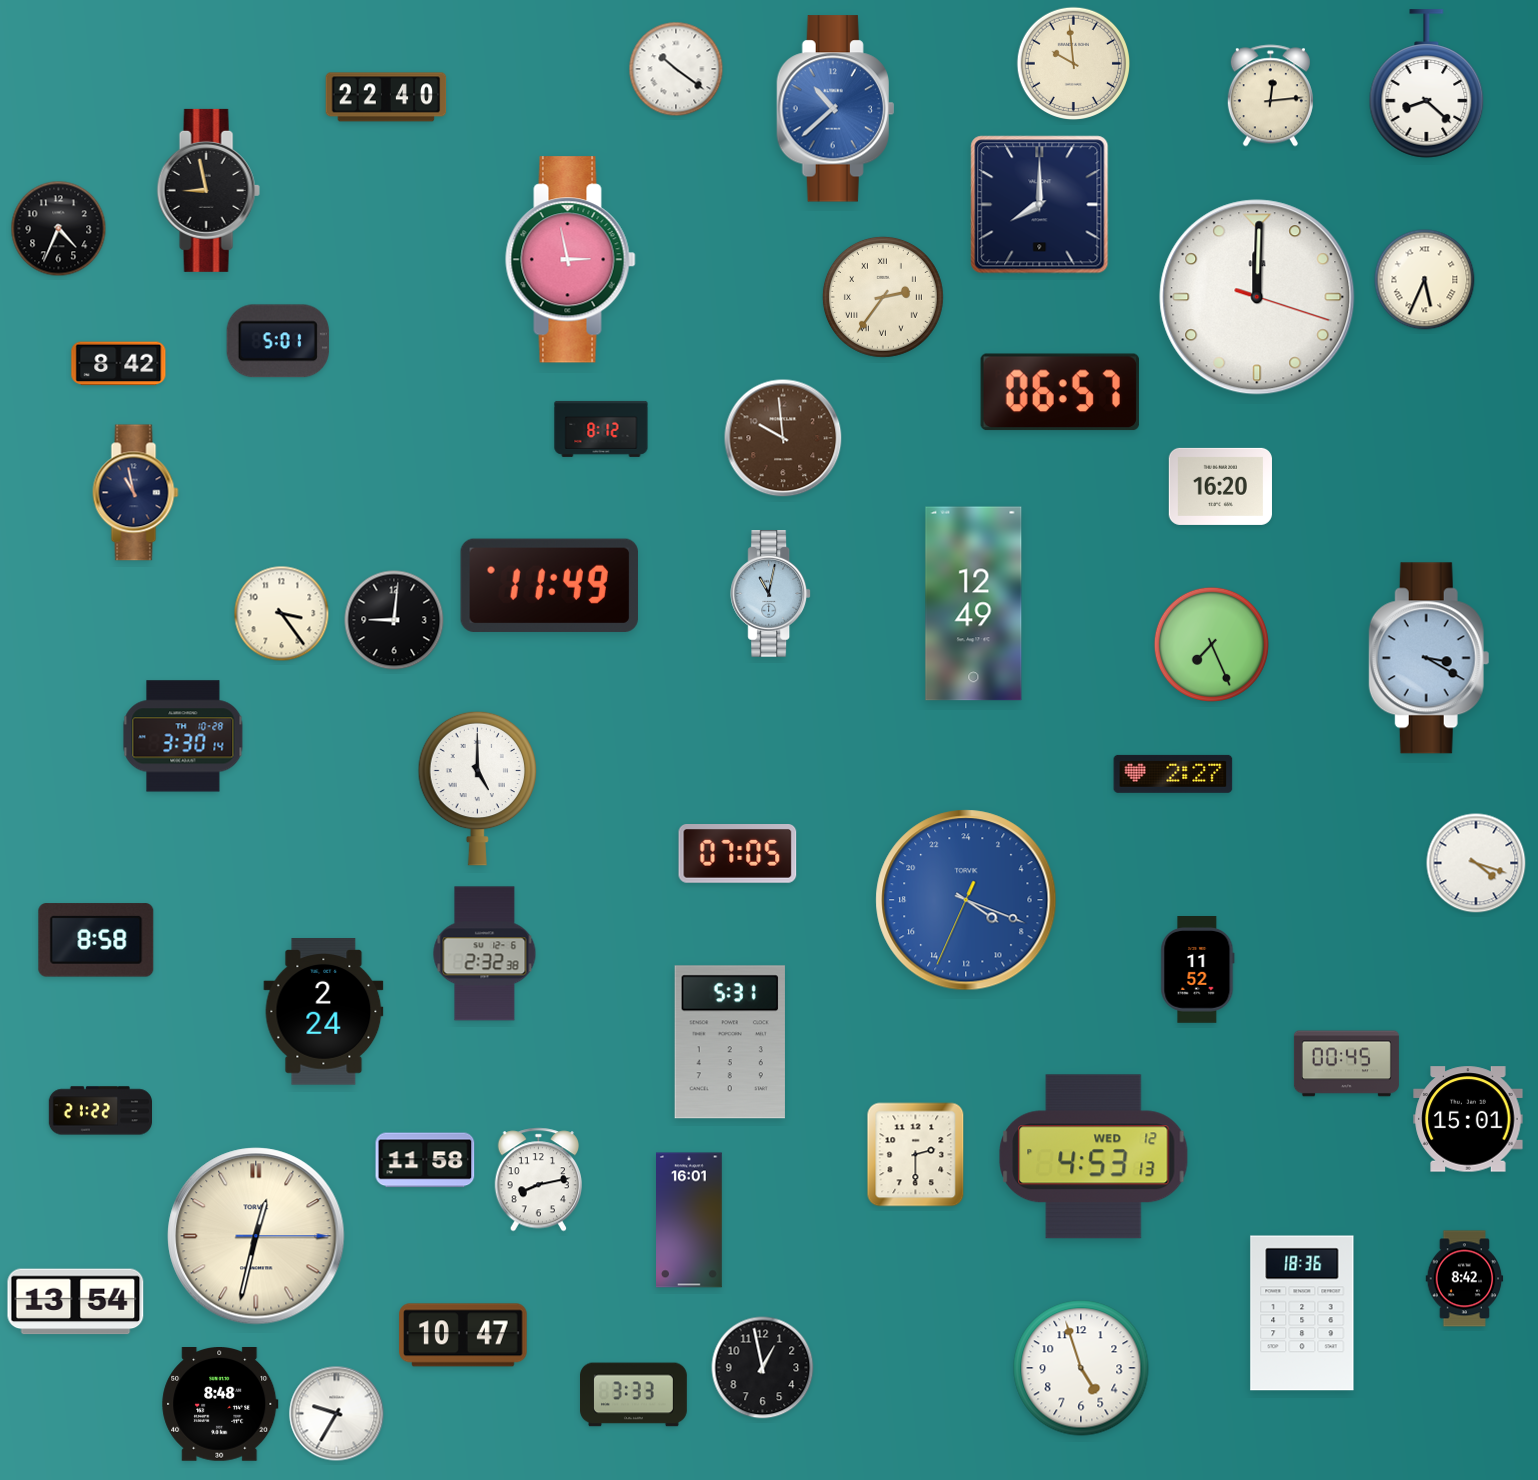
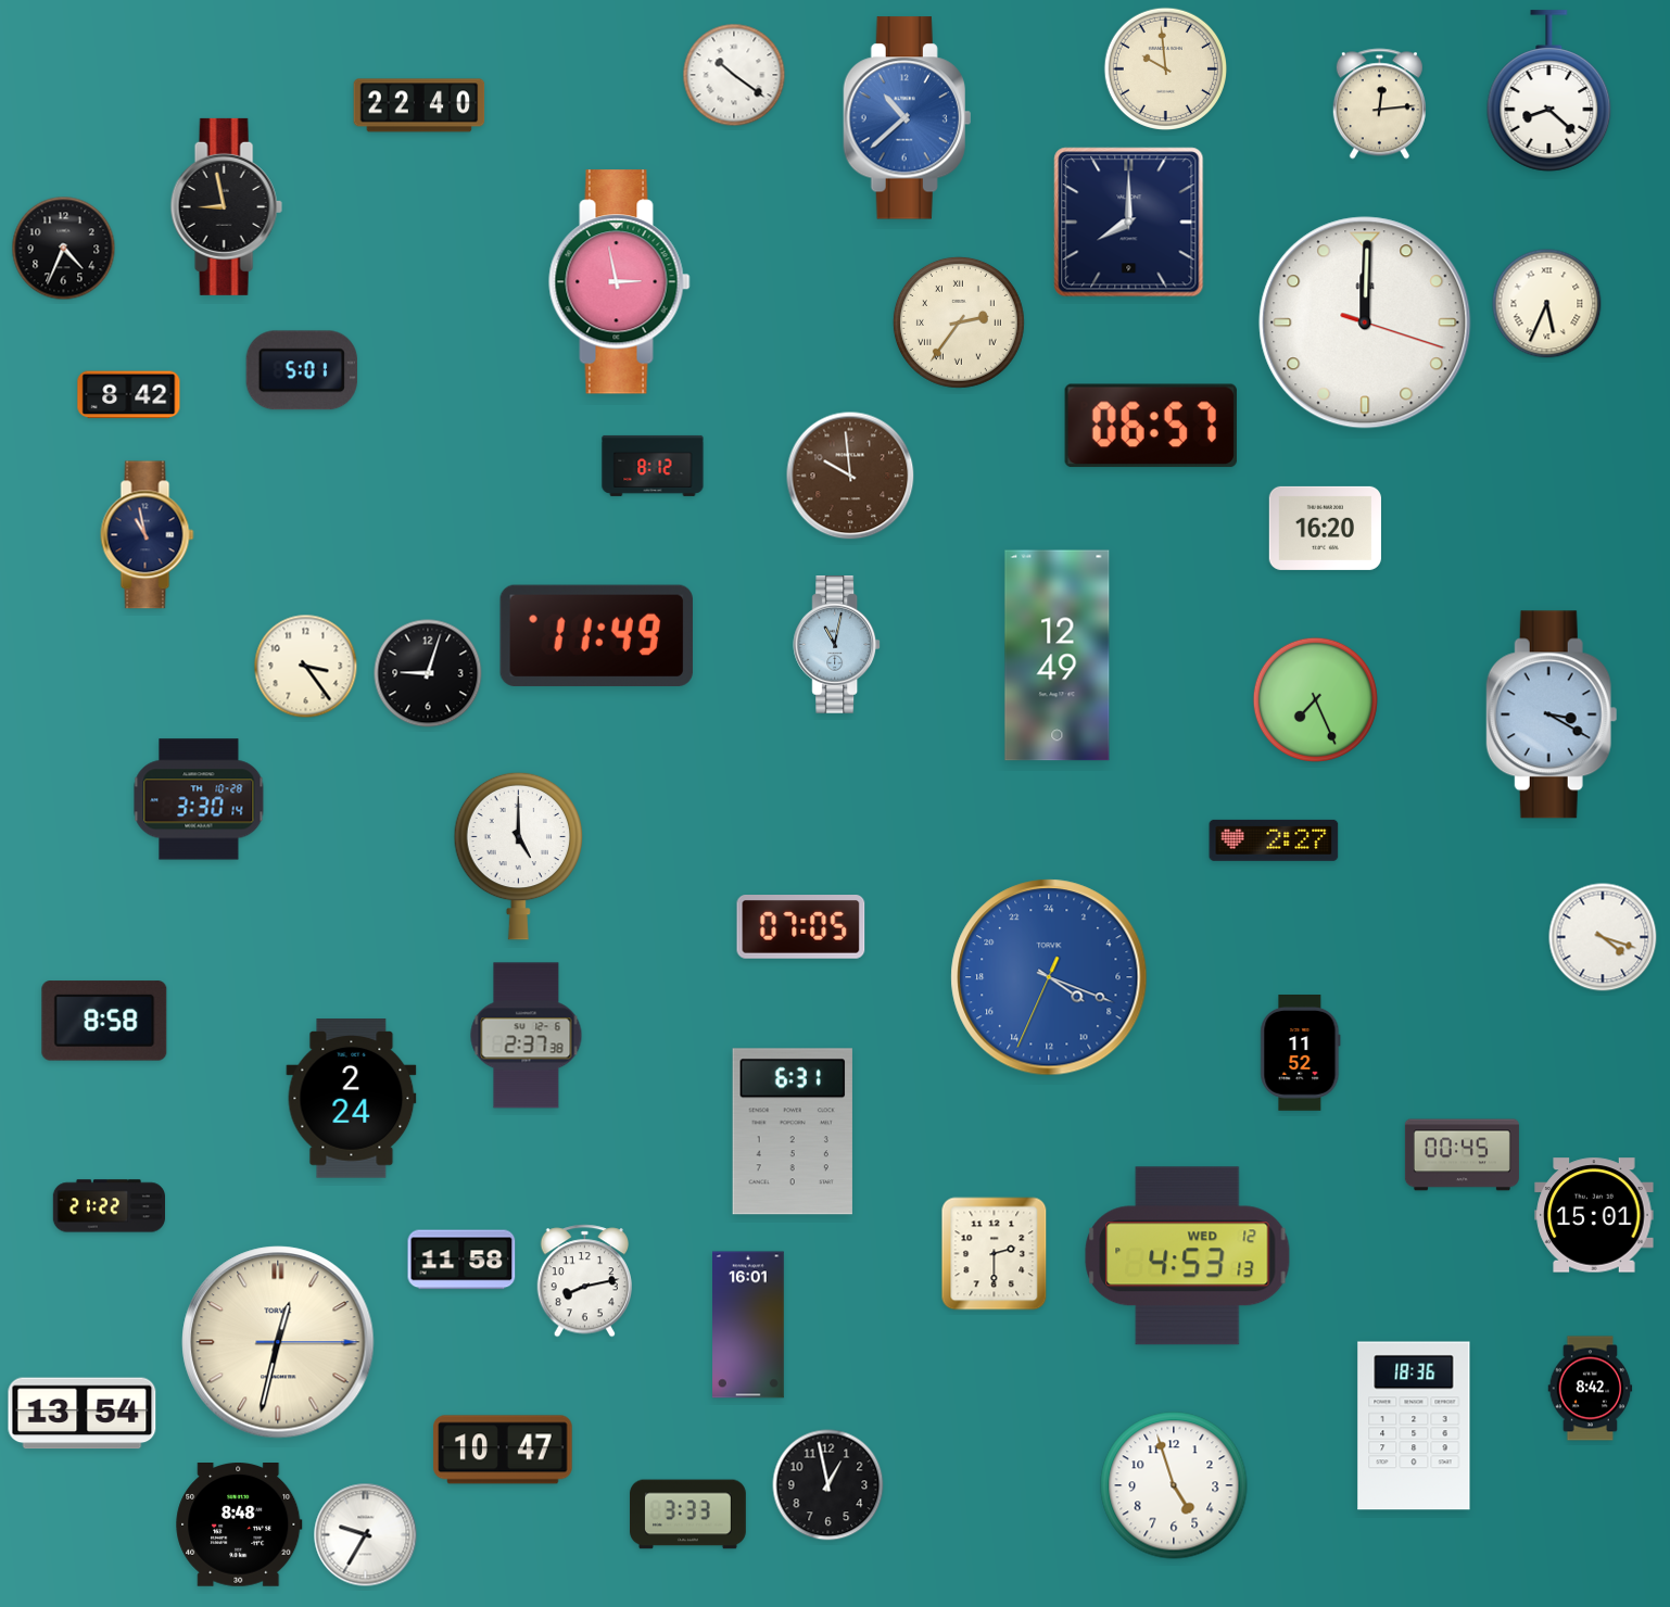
clock at (394, 620): 9:01 -> 9:03
clock at (485, 954): 2:32 -> 2:37
clock at (730, 1042): 5:31 -> 6:31
